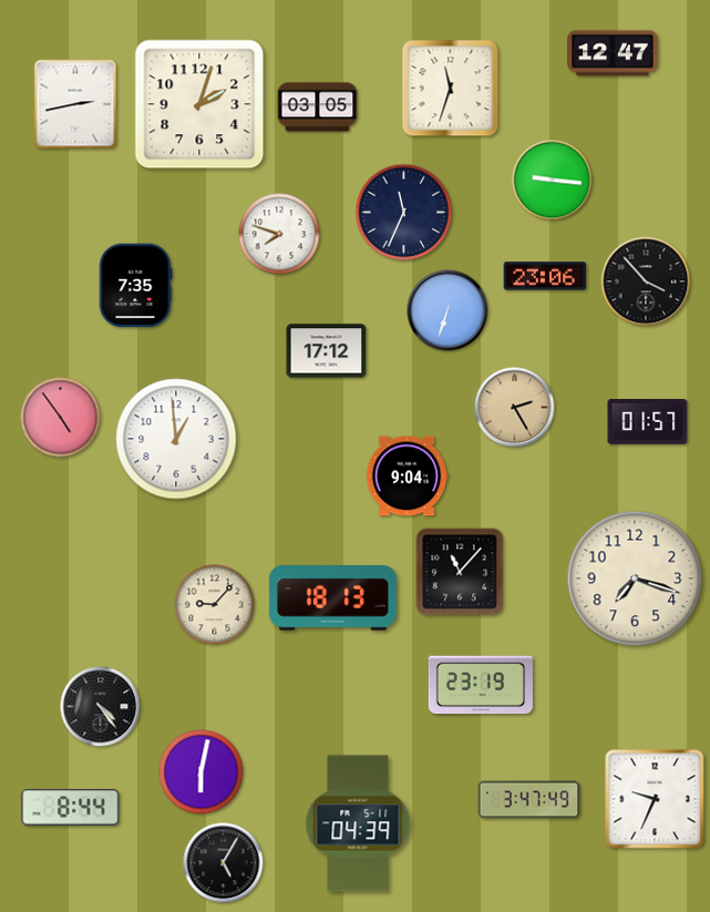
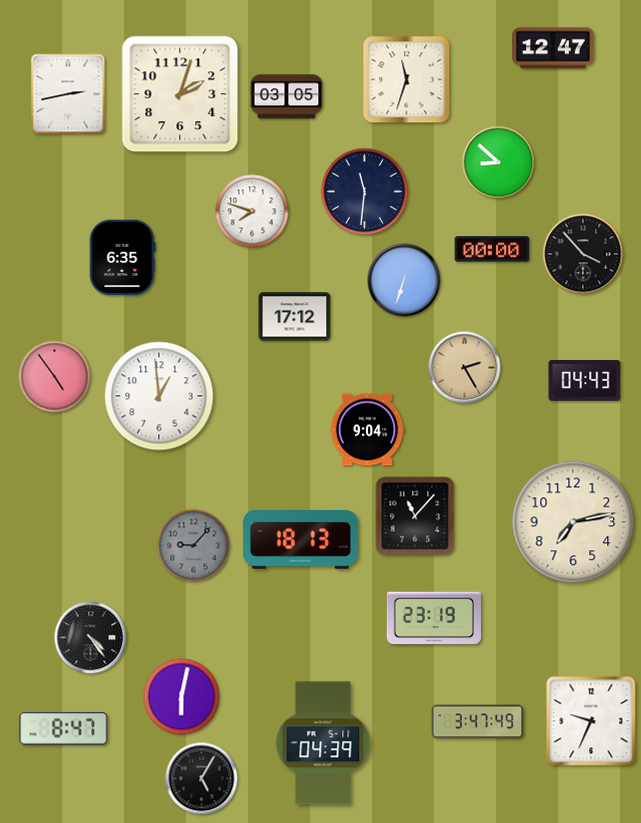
clock at (553, 181): 9:16 -> 8:52
clock at (404, 213): 11:34 -> 11:31
clock at (545, 276): 23:06 -> 00:00
clock at (135, 286): 7:35 -> 6:35
clock at (648, 422): 01:57 -> 04:43
clock at (635, 578): 7:18 -> 7:13
clock at (215, 605) dial: cream -> grey
clock at (71, 808): 8:44 -> 8:47
